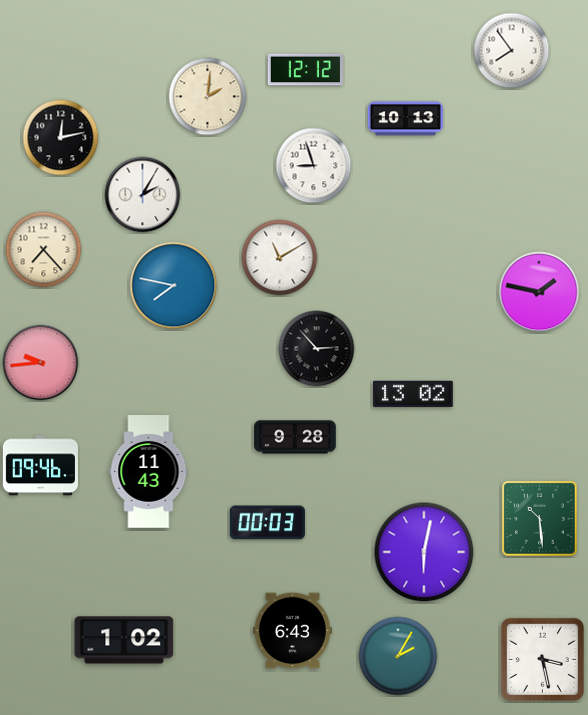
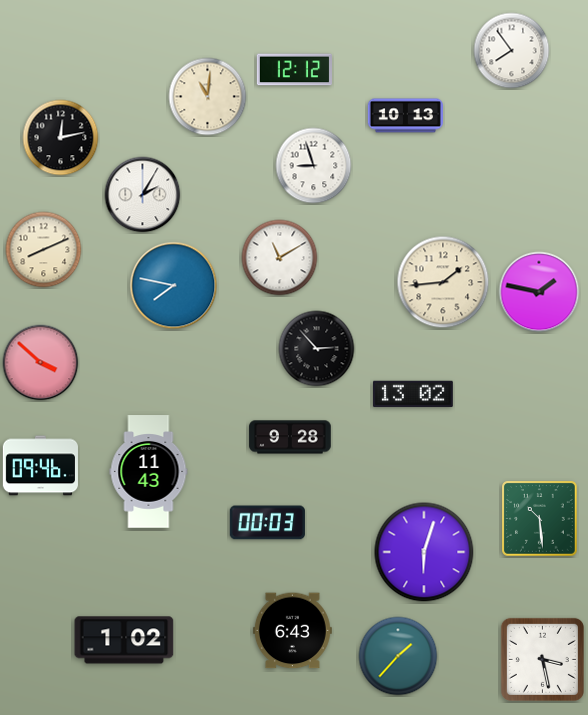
clock at (305, 70) position: (305, 70) -> (294, 70)
clock at (208, 97): 2:01 -> 11:01
clock at (405, 119) position: (405, 119) -> (405, 116)
clock at (44, 250): 7:23 -> 8:11
clock at (443, 282): none -> 1:44
clock at (41, 363): 9:44 -> 3:52
clock at (295, 437) position: (295, 437) -> (290, 437)
clock at (424, 552): 6:02 -> 6:03
clock at (398, 656): 2:05 -> 1:37
